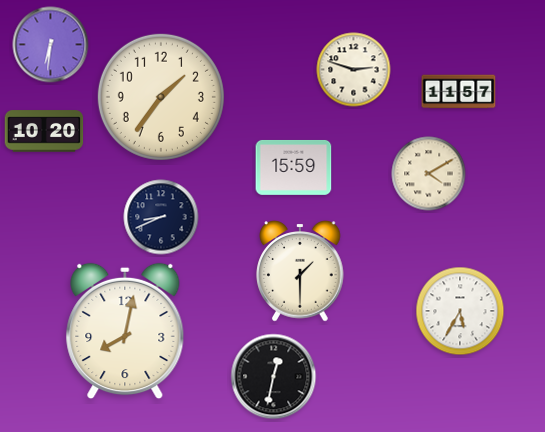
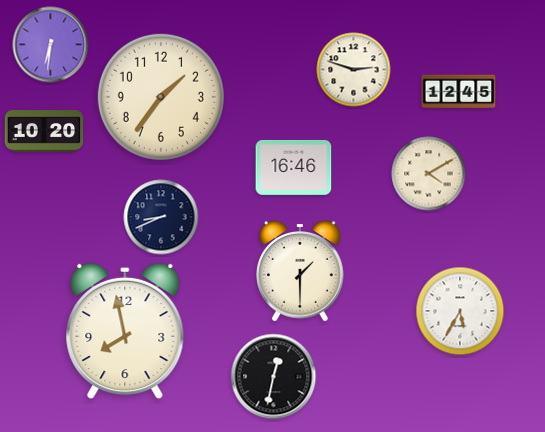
clock at (459, 92): 11:57 -> 12:45
clock at (294, 167): 15:59 -> 16:46
clock at (125, 331): 8:02 -> 7:58
